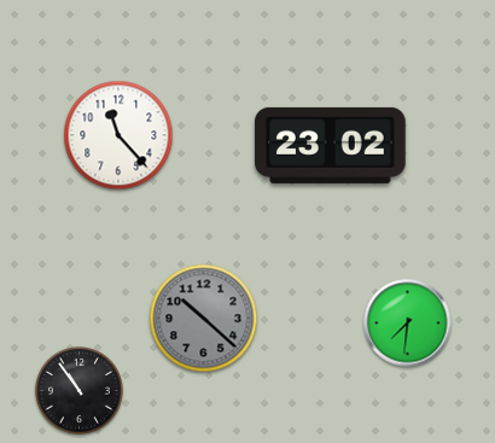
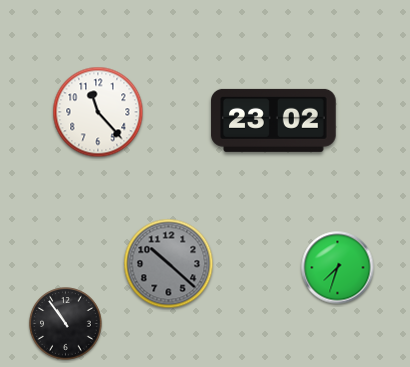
clock at (408, 323): 7:31 -> 7:33
